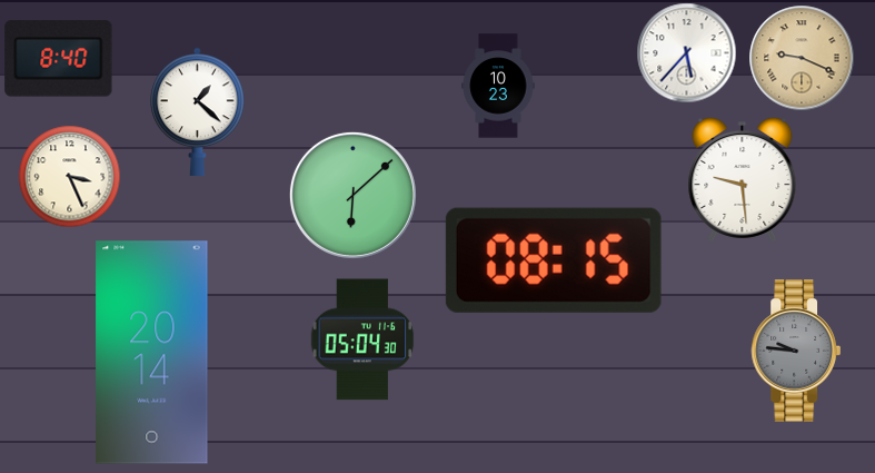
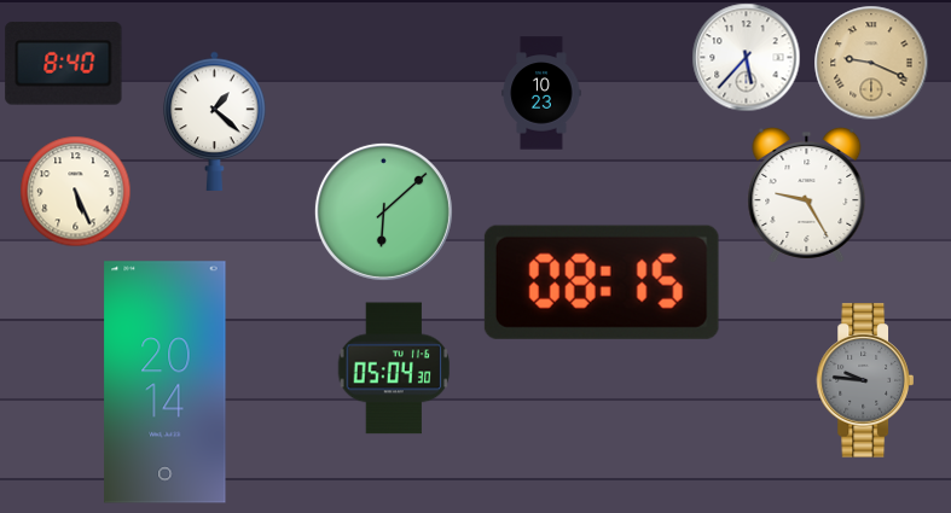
clock at (70, 177): 3:26 -> 5:26
clock at (743, 179): 9:29 -> 9:25
